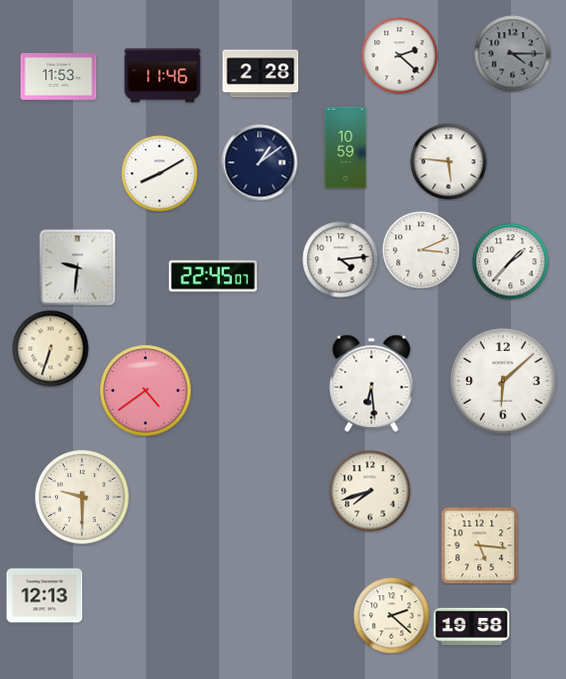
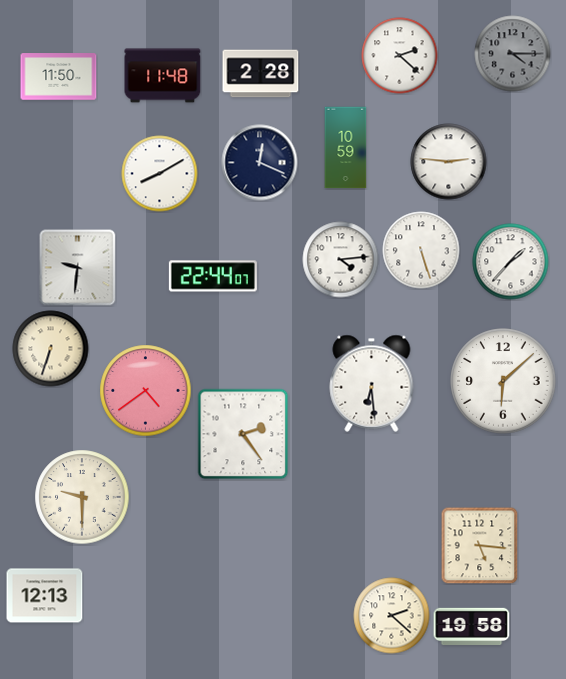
clock at (163, 76): 11:46 -> 11:48
clock at (59, 77): 11:53 -> 11:50
clock at (449, 162): 5:46 -> 2:46
clock at (260, 163): 1:09 -> 12:19
clock at (421, 250): 3:11 -> 5:27
clock at (213, 276): 22:45 -> 22:44
clock at (243, 434): none -> 2:24
clock at (370, 491): 7:42 -> none
